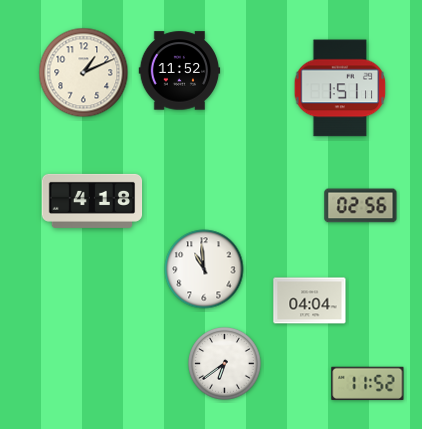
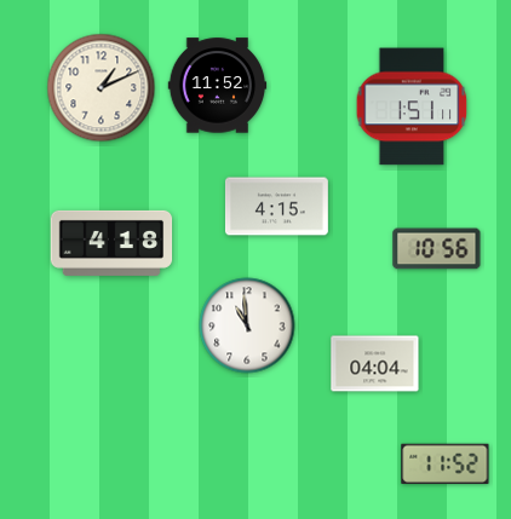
clock at (276, 207): none -> 4:15
clock at (361, 206): 02:56 -> 10:56
clock at (225, 364): 6:39 -> none
